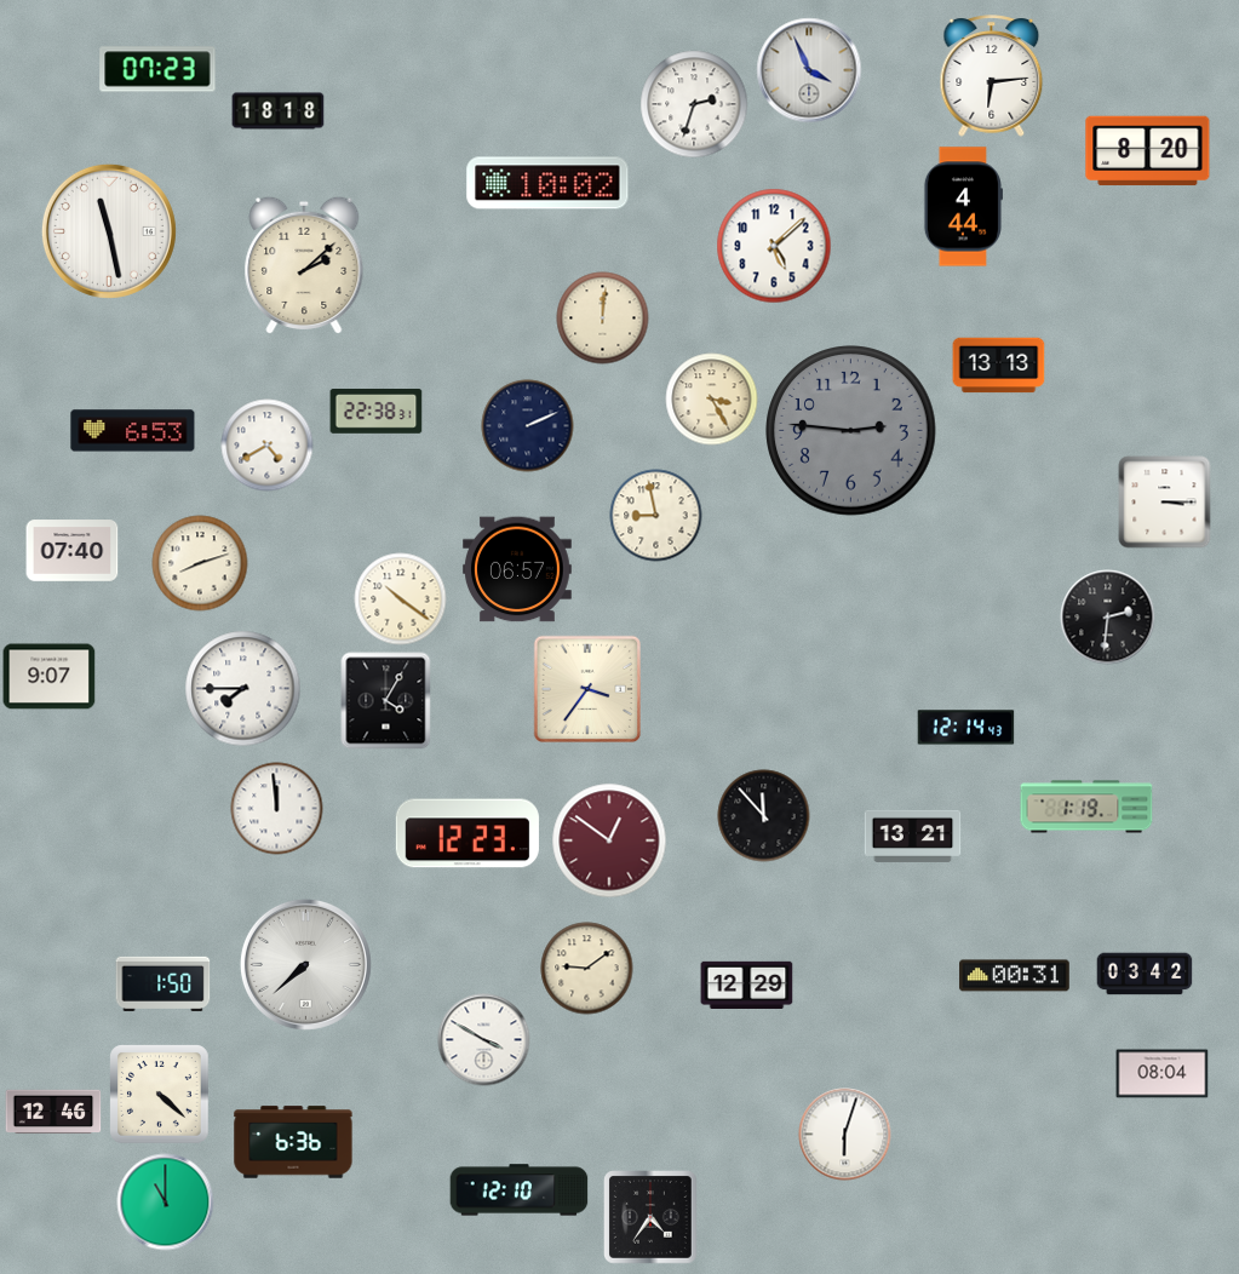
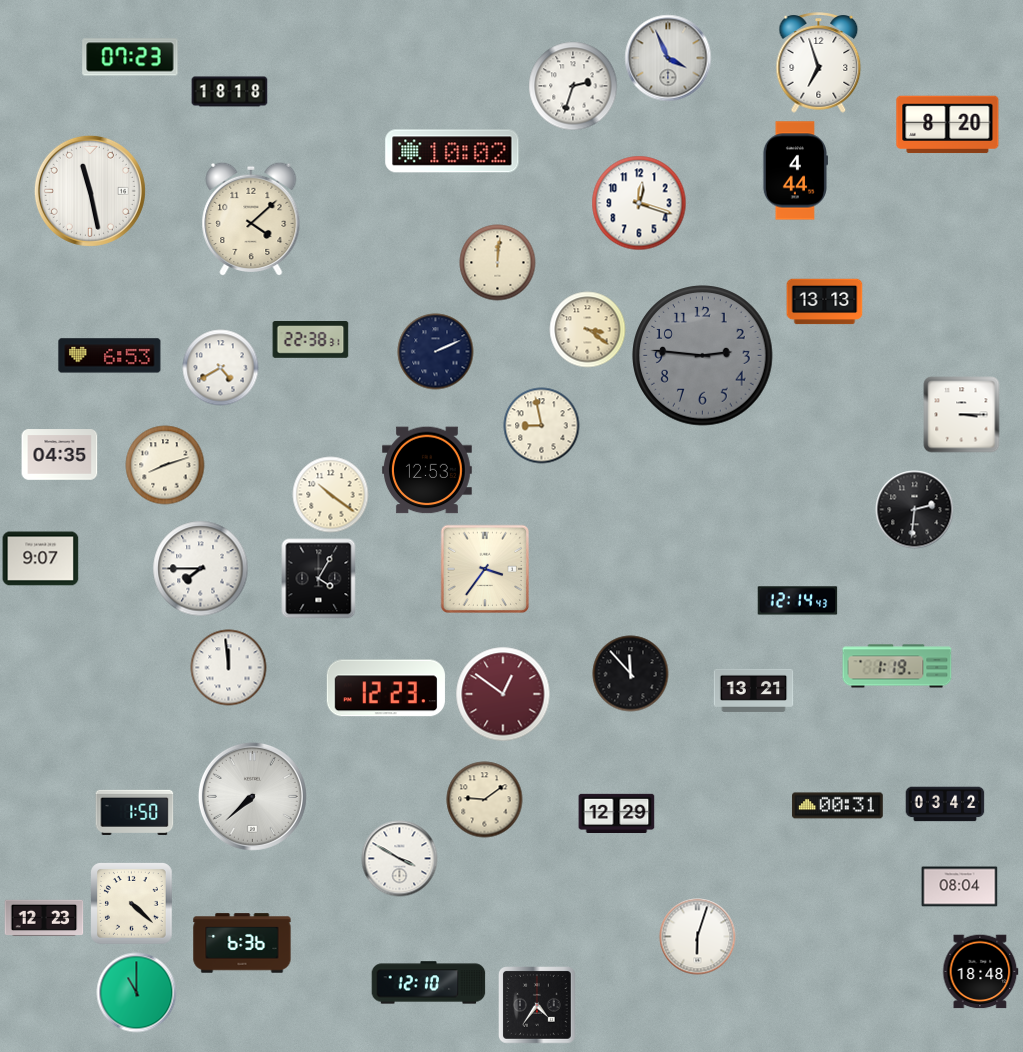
clock at (992, 76): 6:14 -> 6:57
clock at (774, 246): 5:08 -> 12:18
clock at (304, 265): 2:08 -> 4:08
clock at (712, 400): 3:25 -> 3:21
clock at (73, 551): 07:40 -> 04:35
clock at (518, 569): 06:57 -> 12:53
clock at (53, 1112): 12:46 -> 12:23
clock at (981, 972): none -> 18:48
